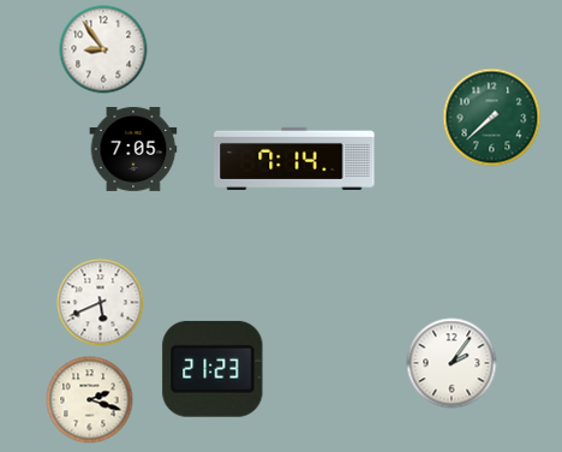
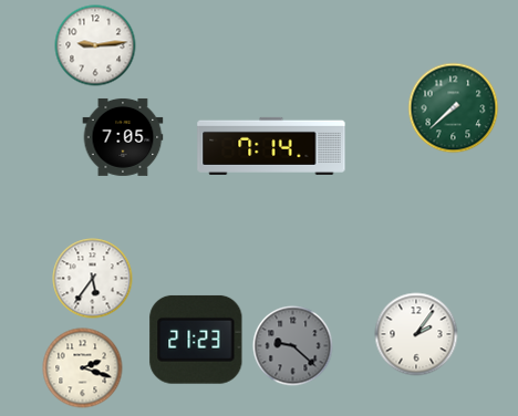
clock at (103, 49): 8:54 -> 9:14
clock at (101, 303): 5:41 -> 5:36
clock at (293, 346): none -> 9:22
